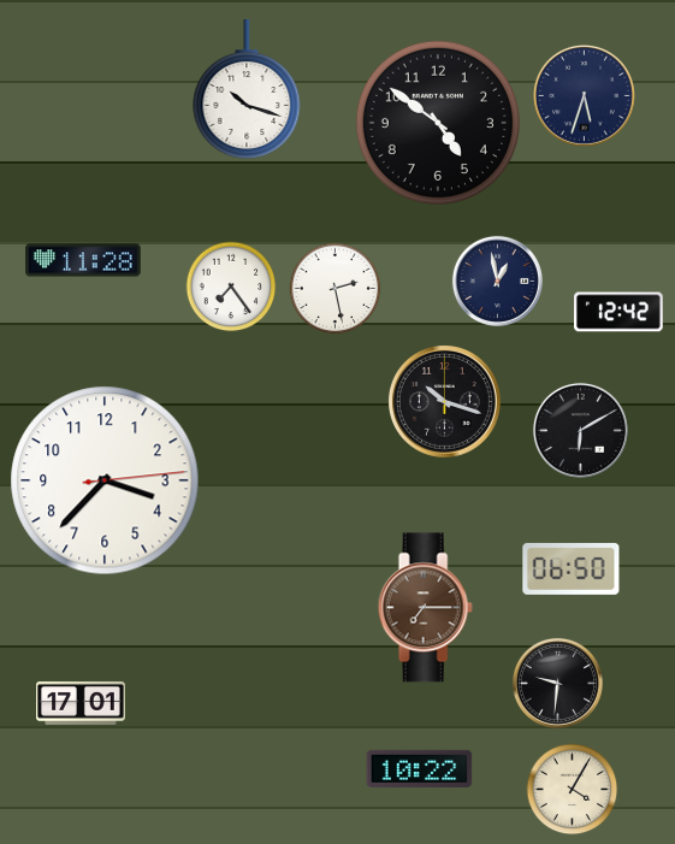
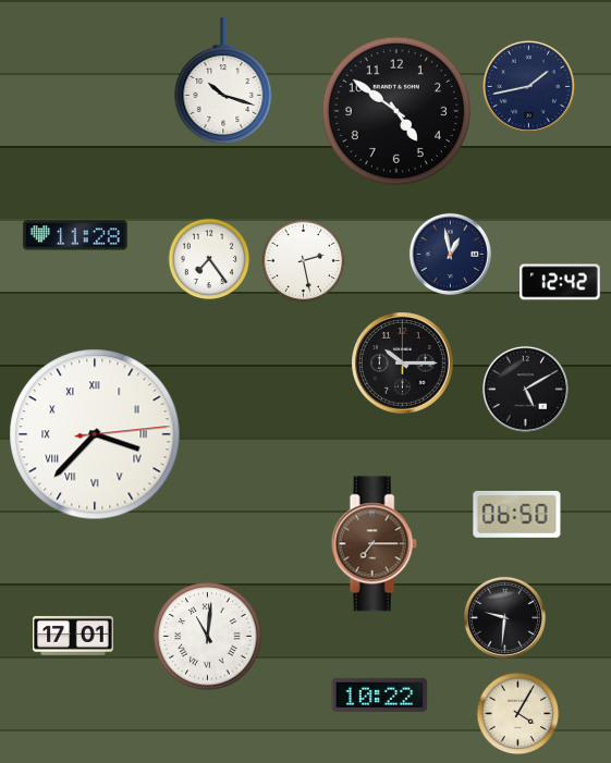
clock at (584, 95): 5:33 -> 1:43
clock at (445, 402): 10:18 -> 10:15
clock at (580, 430): 6:10 -> 5:10
clock at (105, 480) numerals: Arabic -> Roman
clock at (425, 608) position: (425, 608) -> (374, 544)
clock at (208, 637): none -> 11:01
